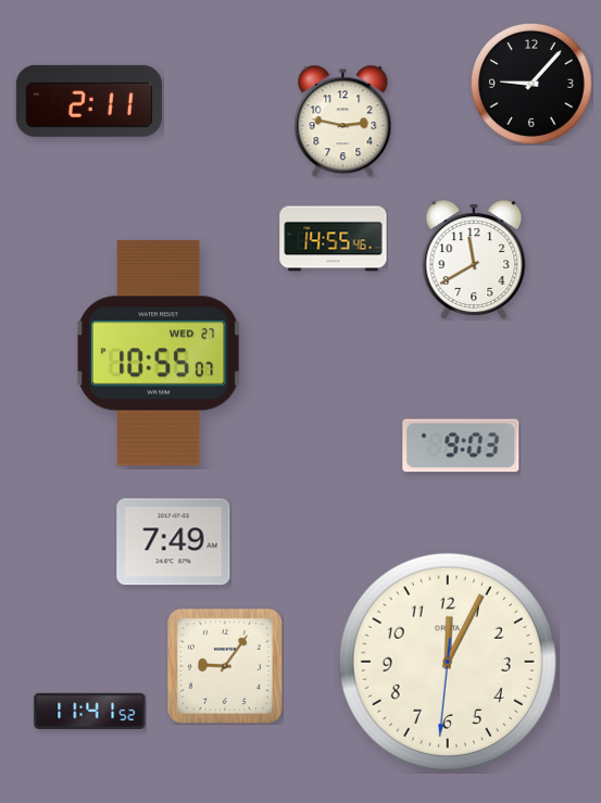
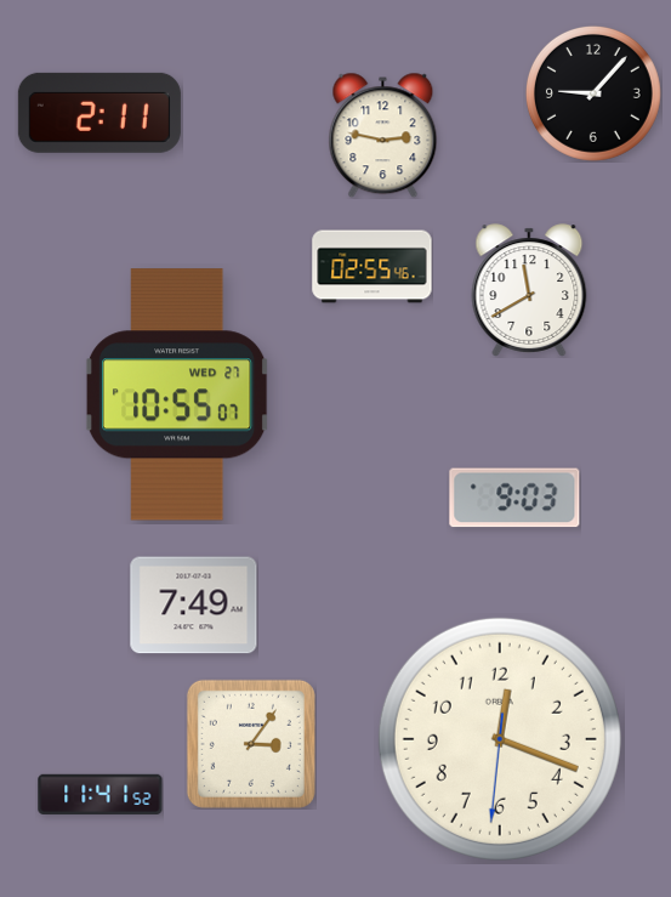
clock at (334, 239): 14:55 -> 02:55
clock at (448, 662): 12:04 -> 12:18
clock at (225, 666): 9:06 -> 3:06
